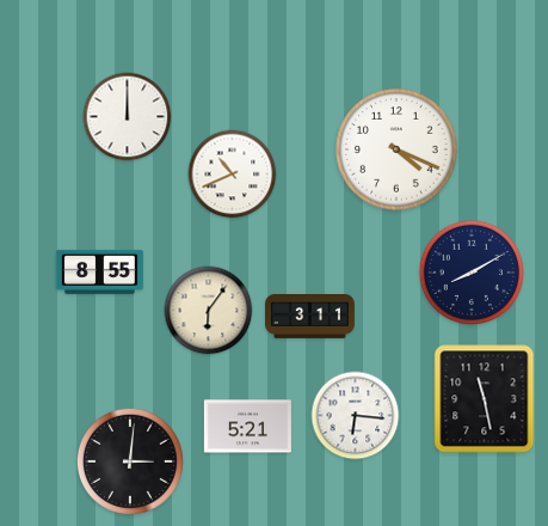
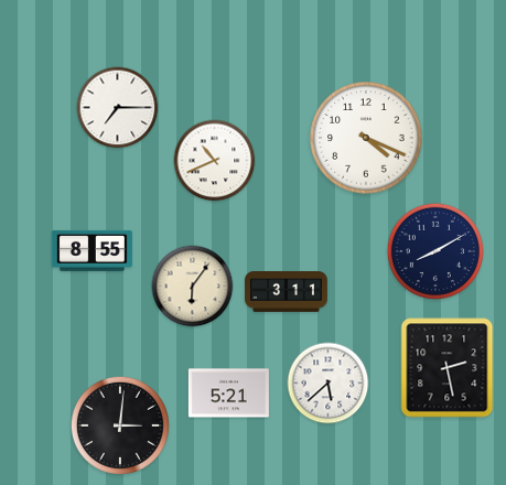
clock at (128, 117): 12:00 -> 7:15
clock at (485, 399): 11:28 -> 2:28
clock at (356, 416): 6:16 -> 5:38
